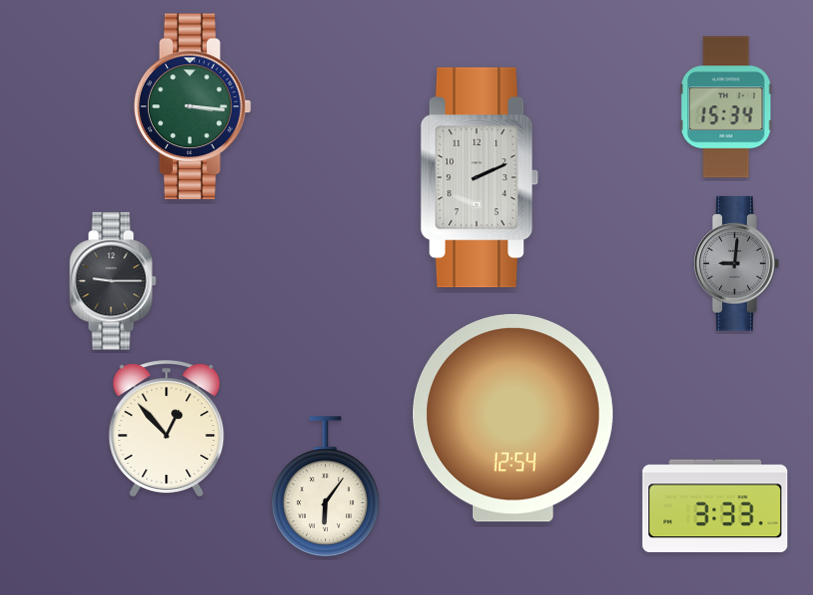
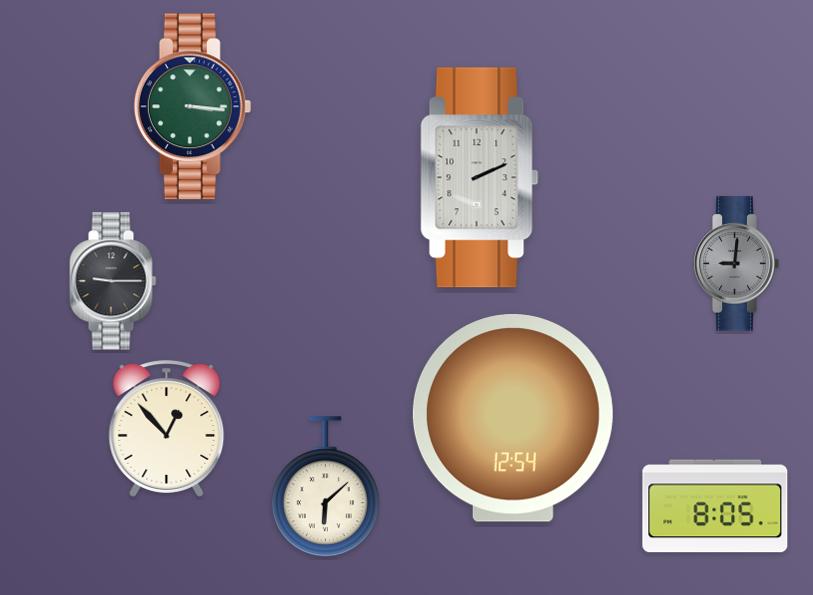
clock at (726, 107): 15:34 -> none
clock at (325, 487): 6:06 -> 6:08
clock at (715, 506): 3:33 -> 8:05
